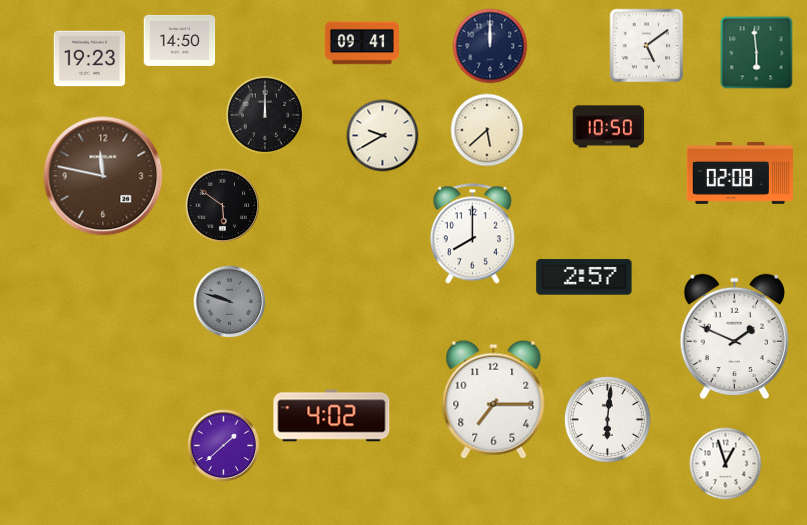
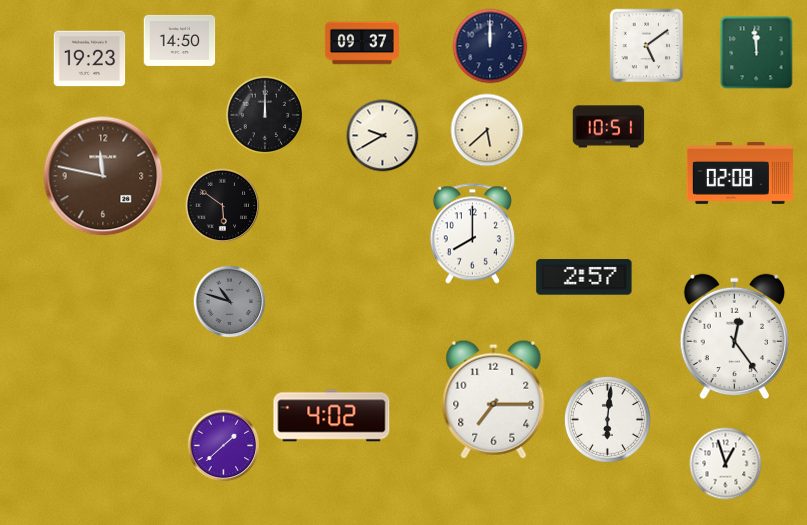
clock at (362, 43): 09:41 -> 09:37
clock at (757, 53): 5:59 -> 11:59
clock at (609, 127): 10:50 -> 10:51
clock at (230, 302): 9:48 -> 10:48
clock at (734, 337): 1:49 -> 12:24
